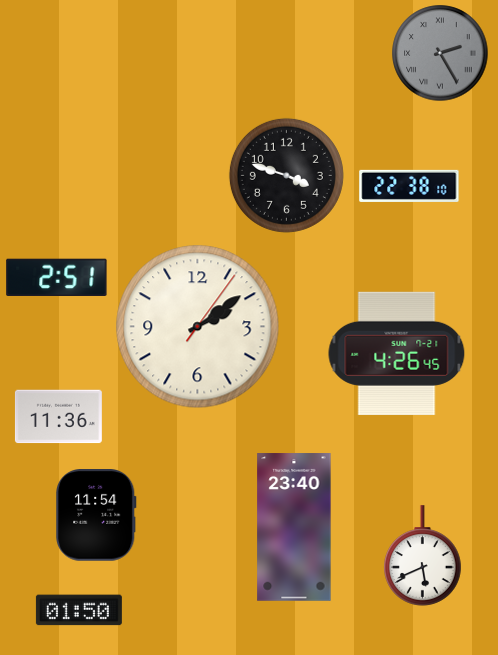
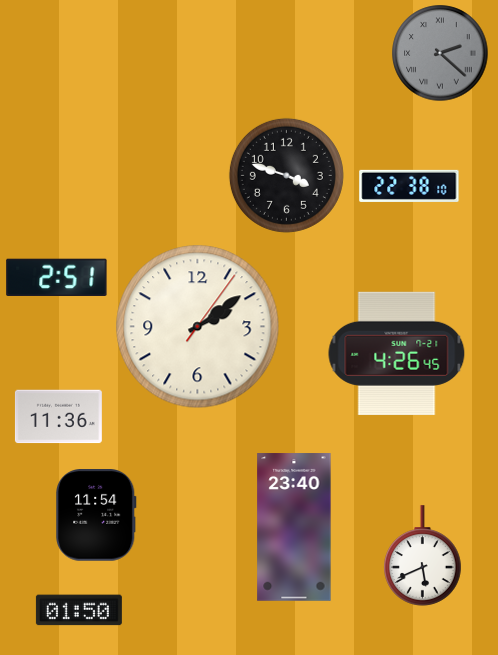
clock at (440, 53): 2:25 -> 2:22
